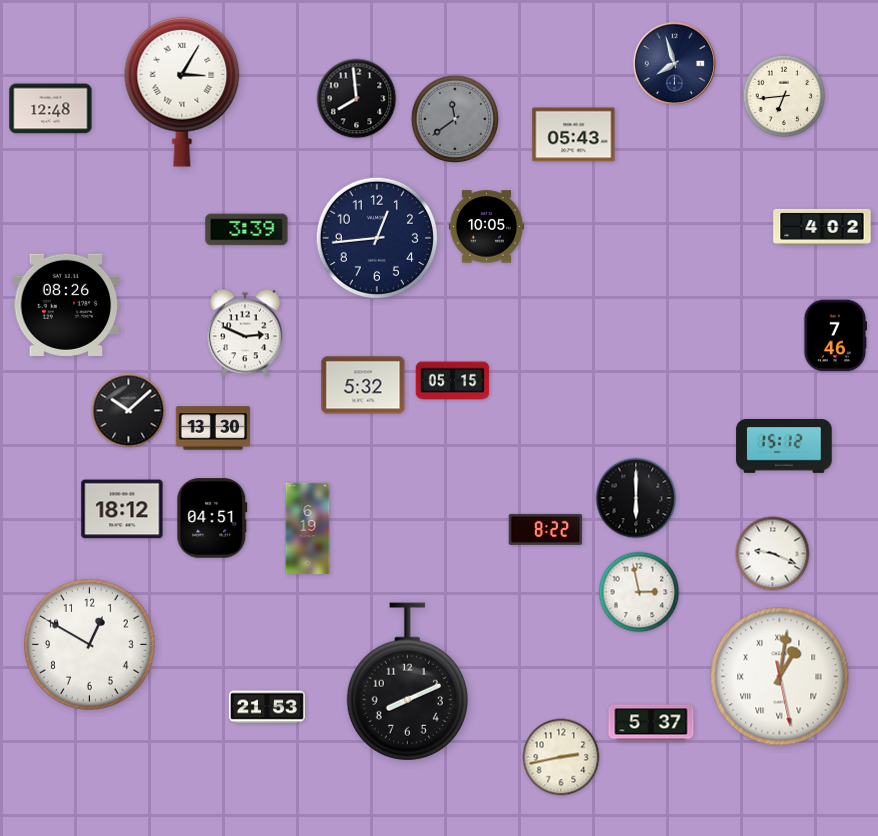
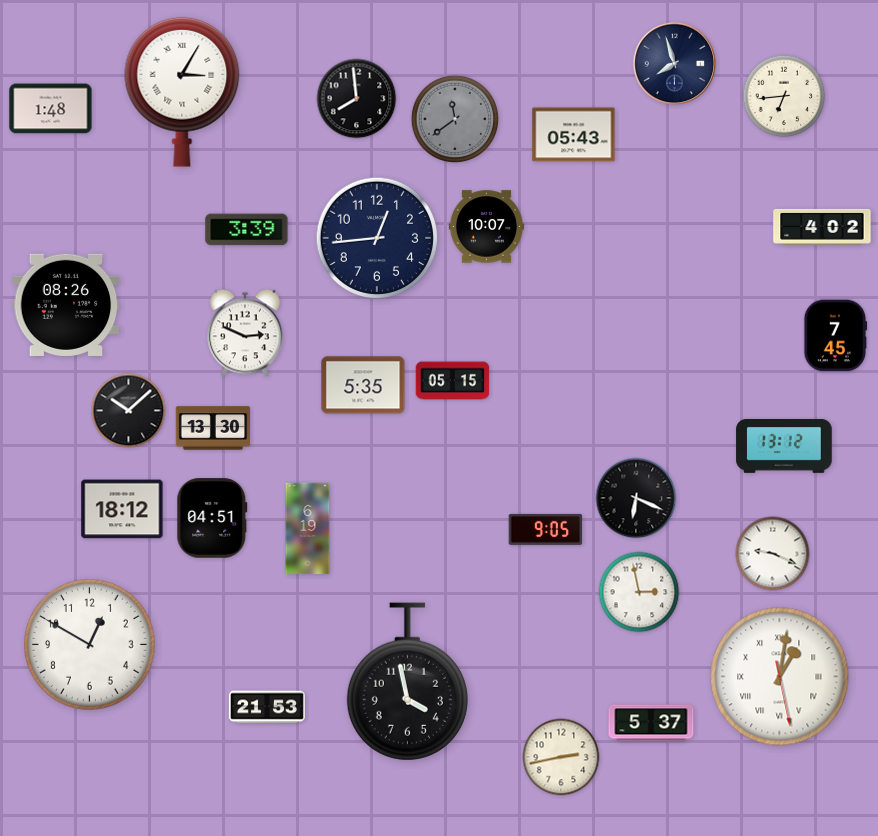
clock at (51, 109): 12:48 -> 1:48
clock at (486, 227): 10:05 -> 10:07
clock at (835, 336): 7:46 -> 7:45
clock at (363, 385): 5:32 -> 5:35
clock at (784, 446): 15:12 -> 13:12
clock at (636, 498): 6:00 -> 6:19
clock at (546, 529): 8:22 -> 9:05
clock at (407, 682): 8:11 -> 3:58
